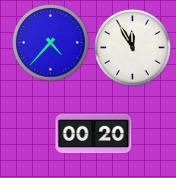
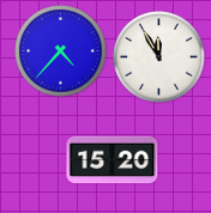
clock at (94, 134): 00:20 -> 15:20
